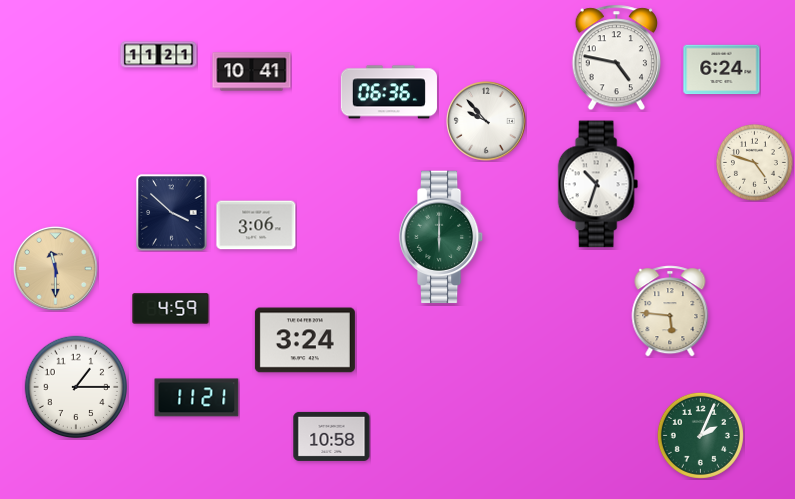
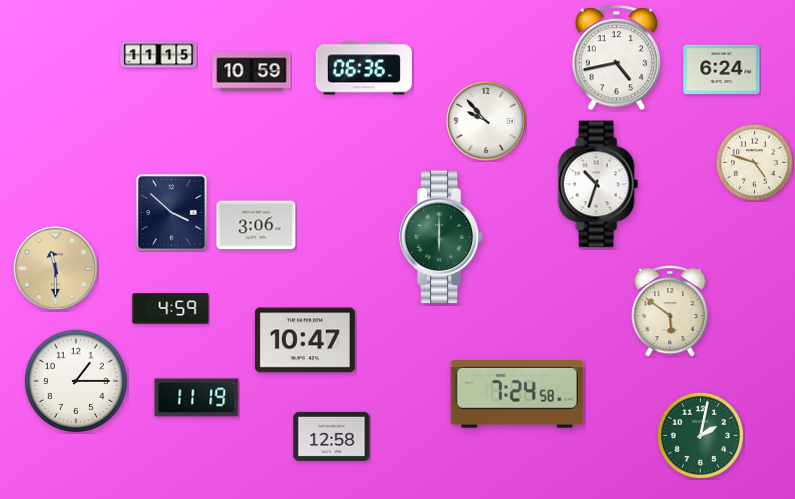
clock at (159, 55): 11:21 -> 11:15
clock at (616, 58): 4:47 -> 4:43
clock at (252, 72): 10:41 -> 10:59
clock at (389, 92) position: (389, 92) -> (364, 68)
clock at (670, 311): 5:46 -> 5:51
clock at (305, 340): 3:24 -> 10:47
clock at (75, 386) position: (75, 386) -> (75, 380)
clock at (517, 395): none -> 7:24
clock at (197, 398): 11:21 -> 11:19
clock at (700, 435): 2:04 -> 2:02
clock at (332, 436): 10:58 -> 12:58
